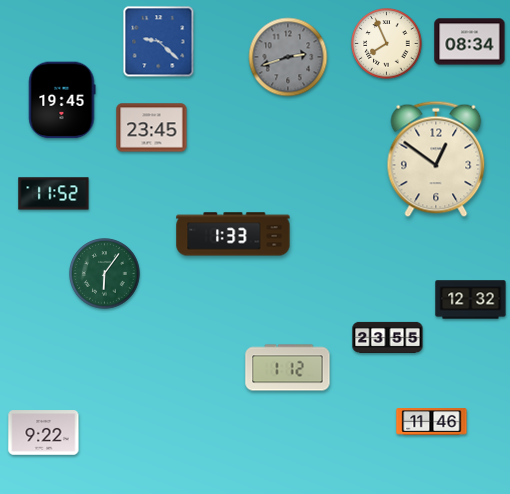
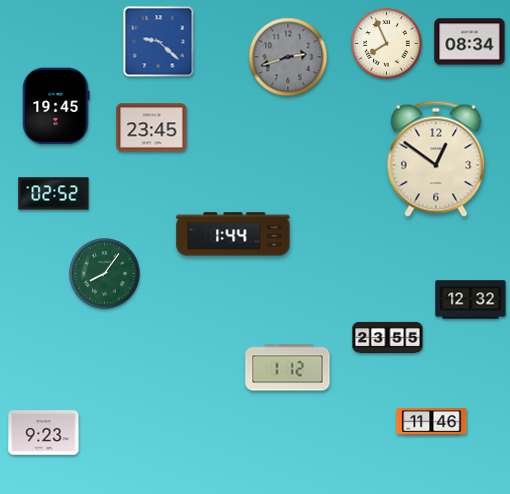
clock at (62, 100) position: (62, 100) -> (56, 106)
clock at (54, 194): 11:52 -> 02:52
clock at (233, 234): 1:33 -> 1:44
clock at (105, 274): 6:06 -> 8:06
clock at (44, 433): 9:22 -> 9:23
